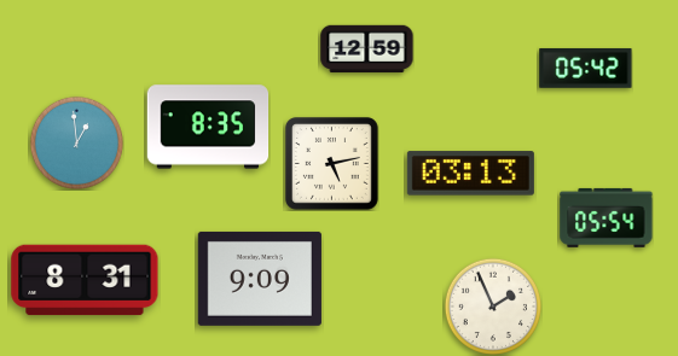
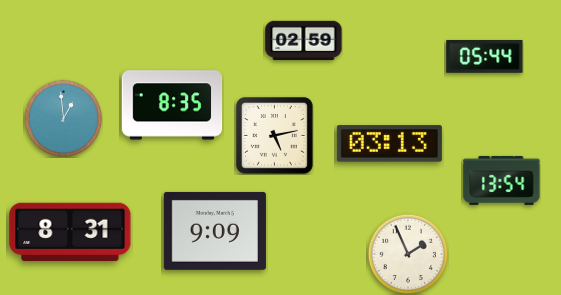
clock at (367, 49): 12:59 -> 02:59
clock at (586, 68): 05:42 -> 05:44
clock at (607, 217): 05:54 -> 13:54
